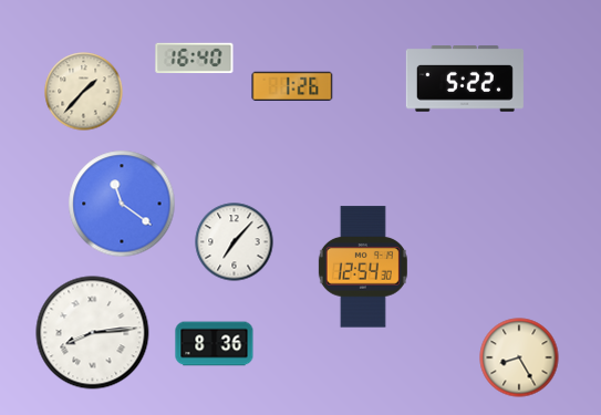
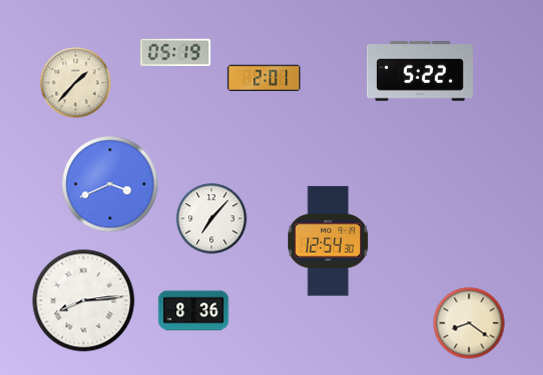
clock at (195, 58): 16:40 -> 05:19
clock at (292, 86): 1:26 -> 2:01
clock at (122, 204): 11:21 -> 3:41
clock at (519, 357): 8:25 -> 8:21
